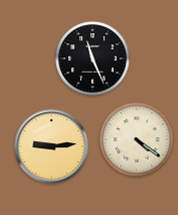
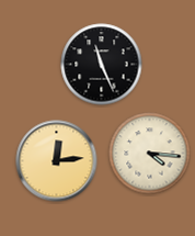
clock at (137, 140): 4:21 -> 4:16
clock at (52, 147): 9:14 -> 12:14
